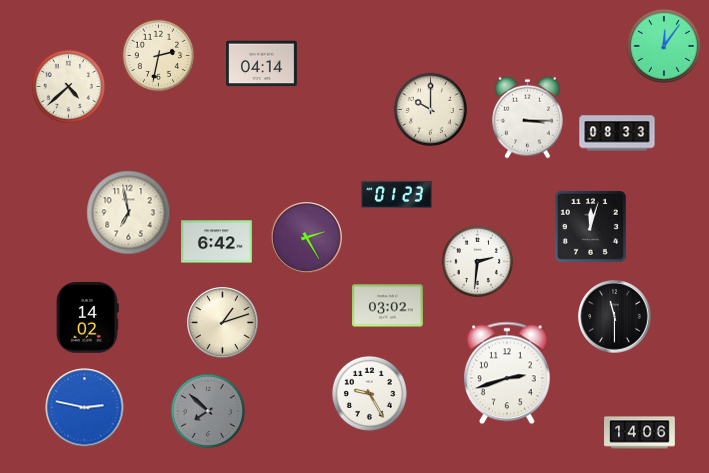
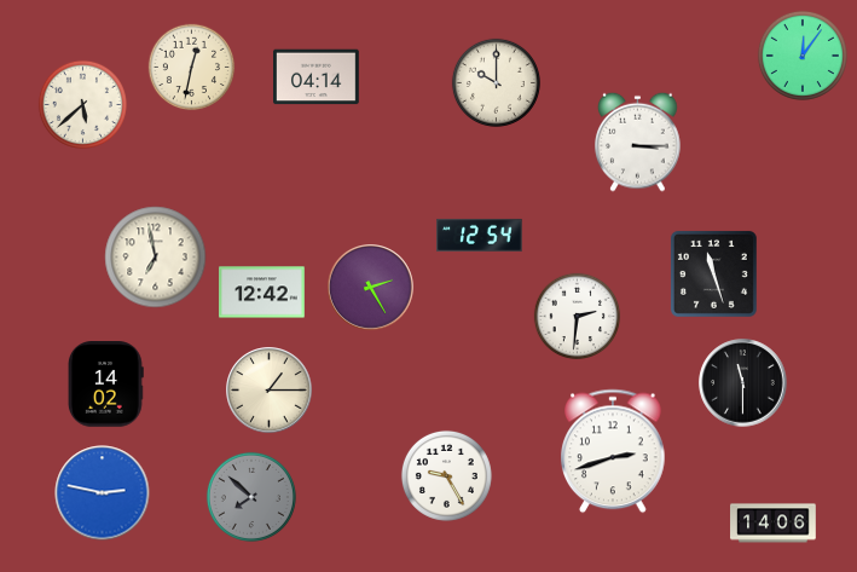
clock at (159, 56): 2:32 -> 12:32
clock at (68, 86): 4:38 -> 5:38
clock at (430, 109) position: (430, 109) -> (496, 82)
clock at (617, 133): 08:33 -> none
clock at (397, 194): 01:23 -> 12:54
clock at (590, 226): 12:03 -> 11:27
clock at (217, 242): 6:42 -> 12:42
clock at (388, 306): 03:02 -> none
clock at (223, 323): 1:12 -> 1:15
